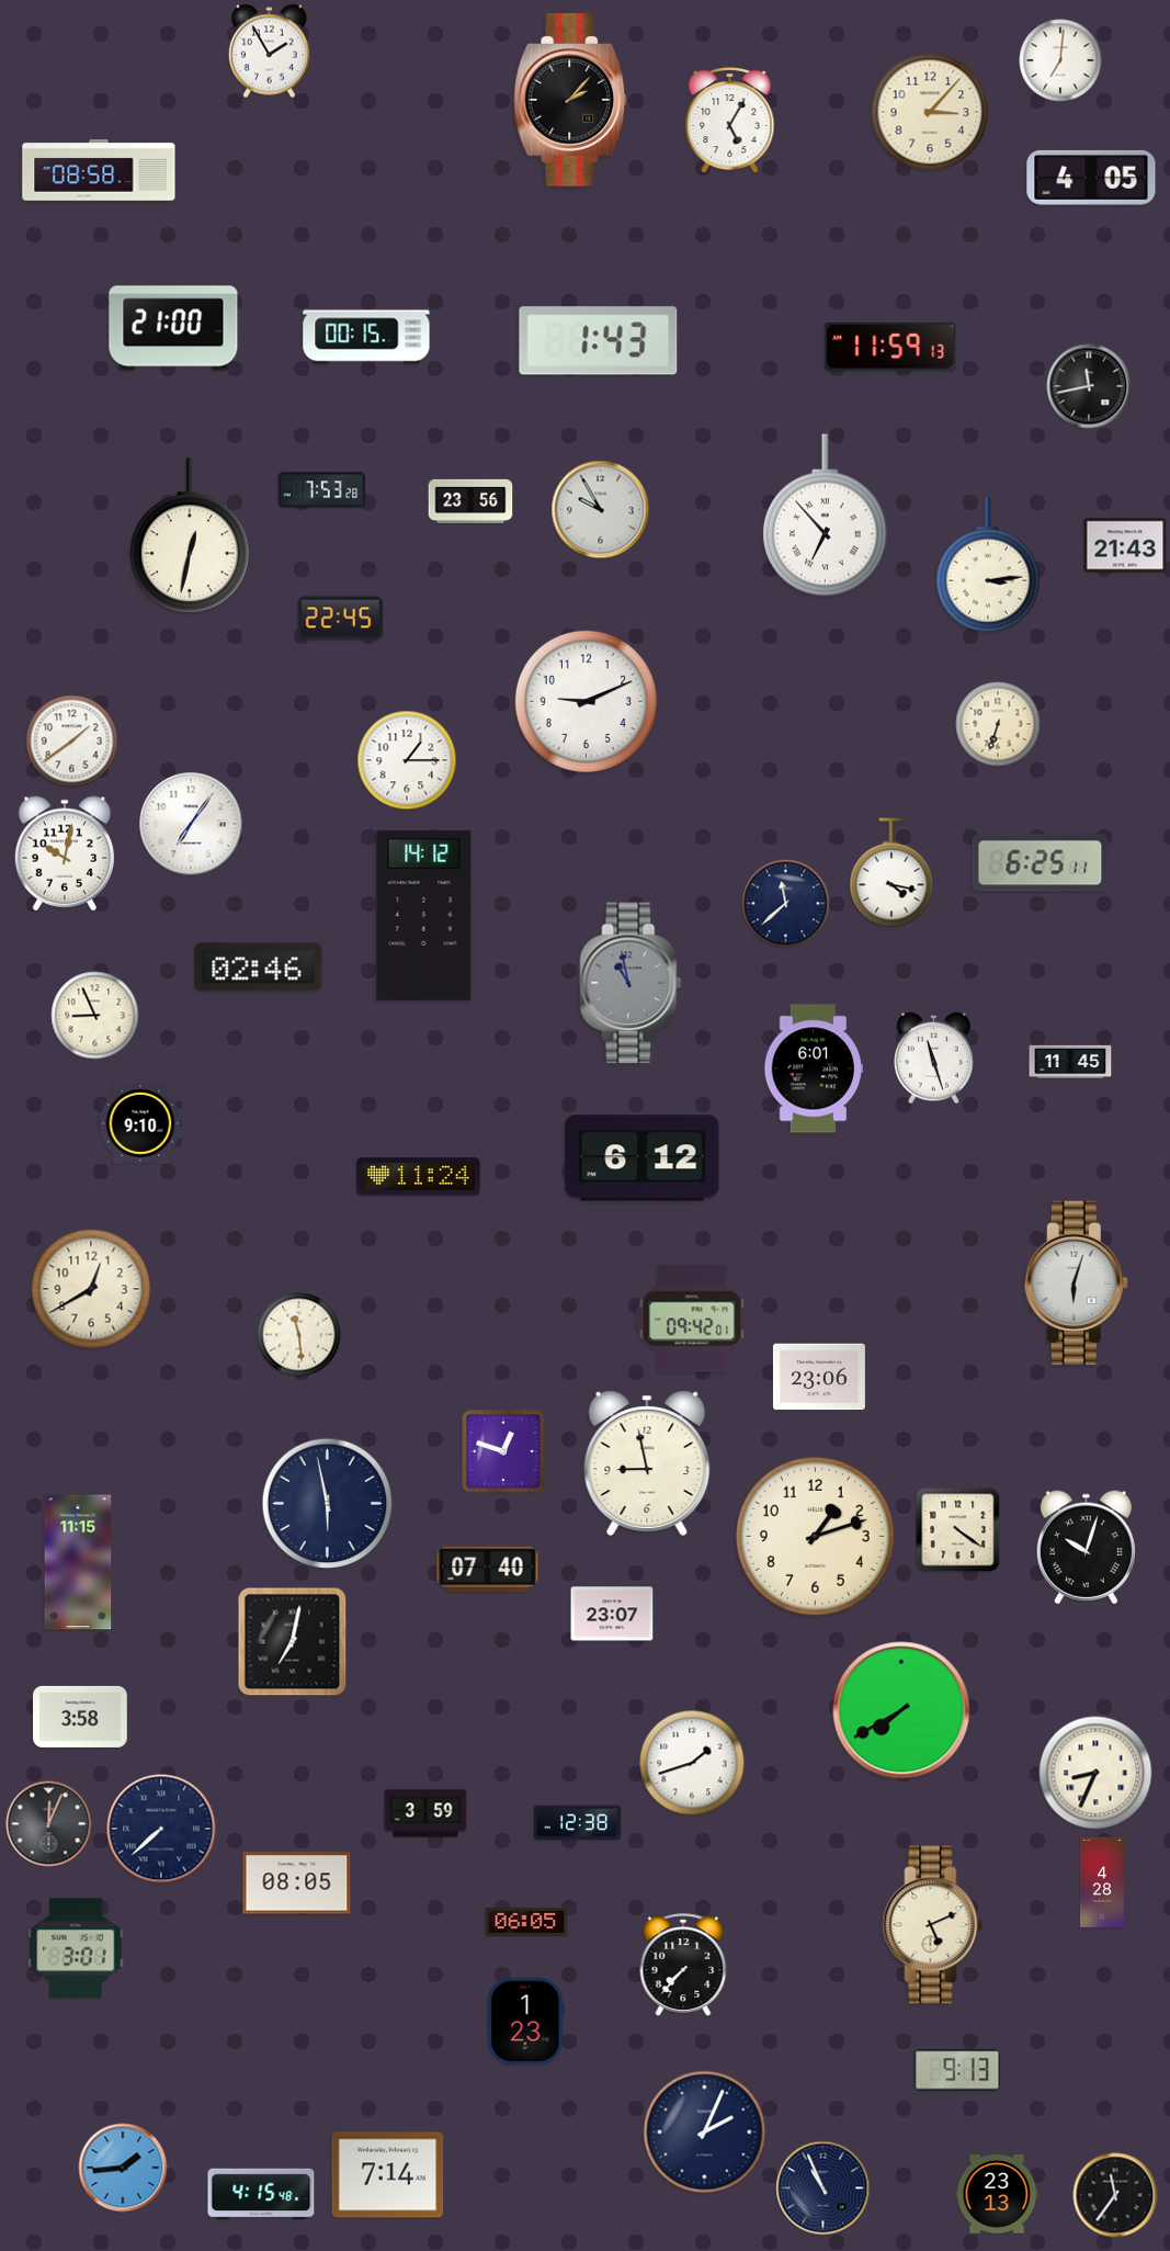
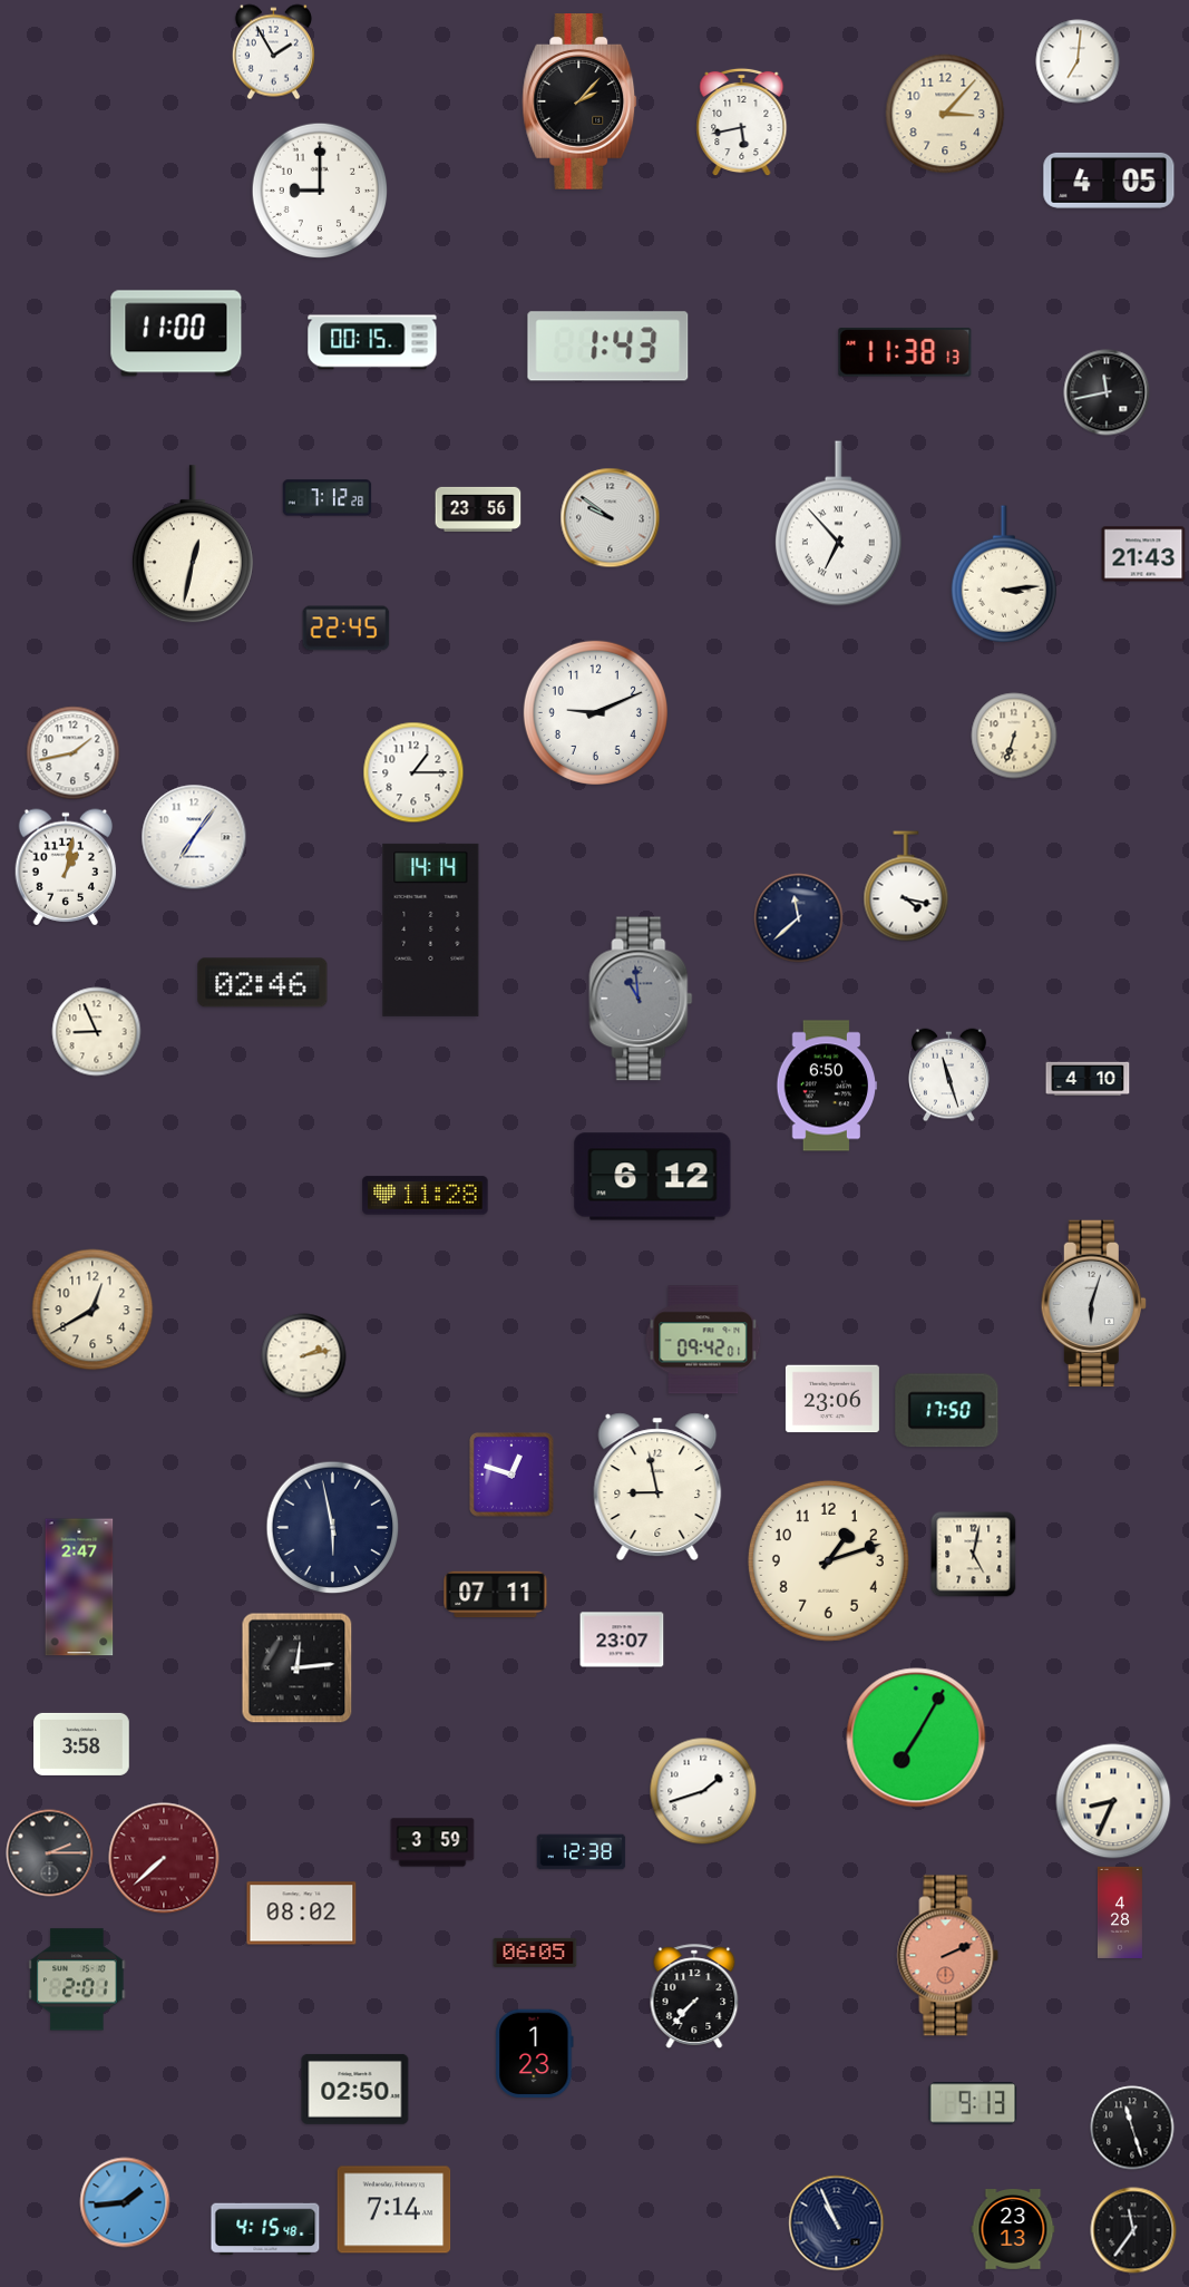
clock at (730, 121): 5:05 -> 5:43
clock at (99, 170): 08:58 -> none
clock at (320, 191): none -> 9:00
clock at (173, 328): 21:00 -> 11:00
clock at (890, 347): 11:59 -> 11:38
clock at (322, 490): 7:53 -> 7:12
clock at (601, 510): 9:55 -> 9:51
clock at (72, 742): 1:39 -> 1:43
clock at (65, 853): 10:02 -> 1:02
clock at (1041, 863): 6:25 -> none
clock at (424, 915): 14:12 -> 14:14
clock at (631, 983): 10:58 -> 10:59
clock at (1070, 1062): 11:45 -> 4:10
clock at (814, 1068): 6:01 -> 6:50
clock at (140, 1123): 9:10 -> none
clock at (419, 1177): 11:24 -> 11:28
clock at (299, 1335): 11:29 -> 2:13
clock at (947, 1411): none -> 17:50
clock at (958, 1530): 4:21 -> 5:02
clock at (1086, 1548): 10:03 -> none
clock at (78, 1562): 11:15 -> 2:47
clock at (488, 1570): 07:40 -> 07:11
clock at (293, 1642): 7:02 -> 12:14
clock at (901, 1710): 7:40 -> 7:05
clock at (578, 1823) position: (578, 1823) -> (582, 1852)
clock at (49, 1824): 12:04 -> 2:15
clock at (161, 1829) dial: navy -> burgundy
clock at (297, 1884): 08:05 -> 08:02
clock at (933, 1925): 5:11 -> 2:11
clock at (933, 1925) dial: cream -> salmon
clock at (76, 1948): 3:01 -> 2:01
clock at (355, 2089): none -> 02:50
clock at (1132, 2128): none -> 11:27
clock at (705, 2133): 2:04 -> none
